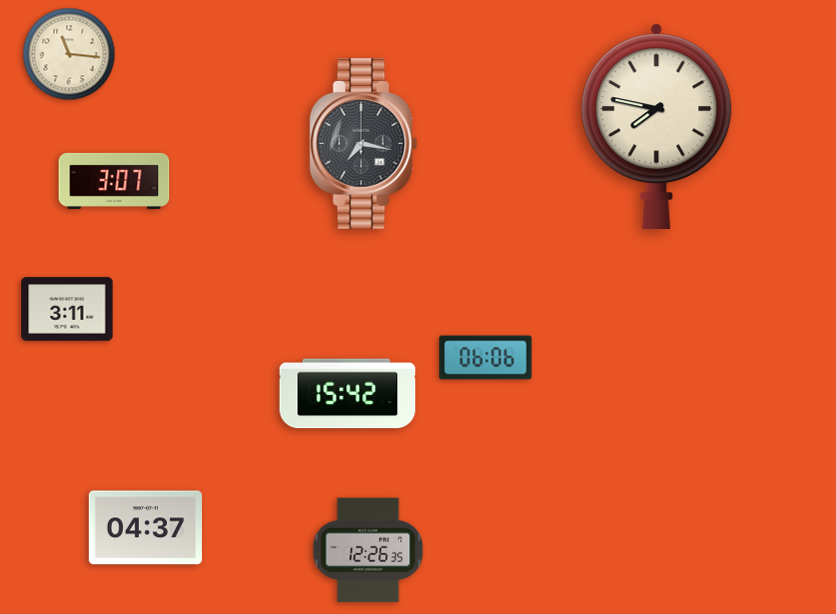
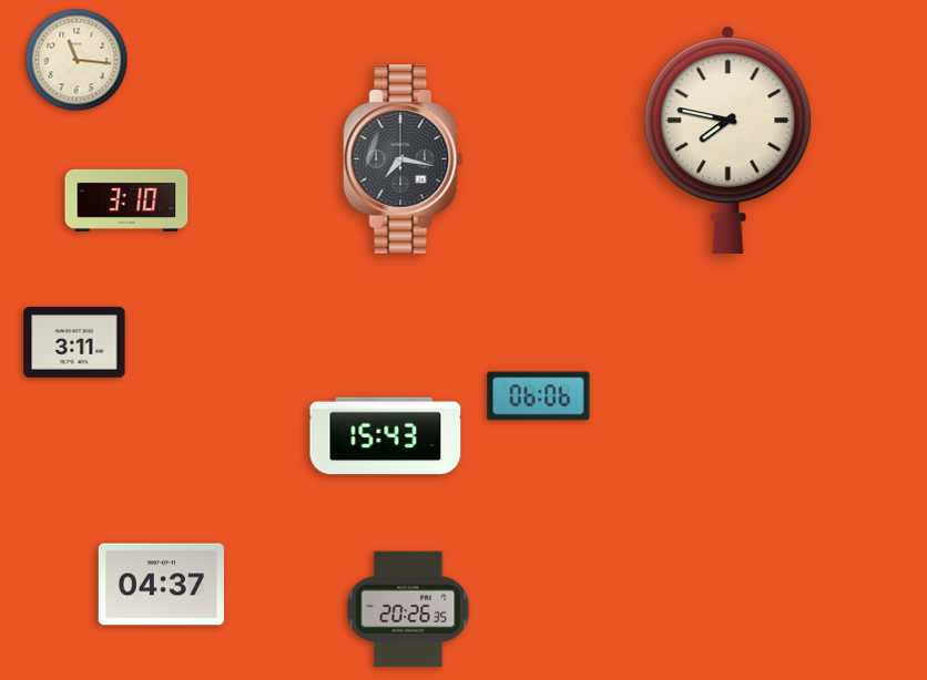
clock at (114, 181): 3:07 -> 3:10
clock at (348, 394): 15:42 -> 15:43
clock at (368, 550): 12:26 -> 20:26
